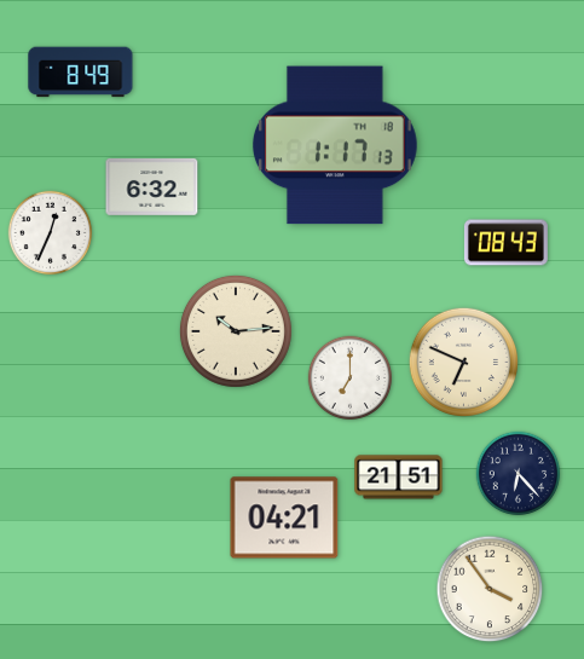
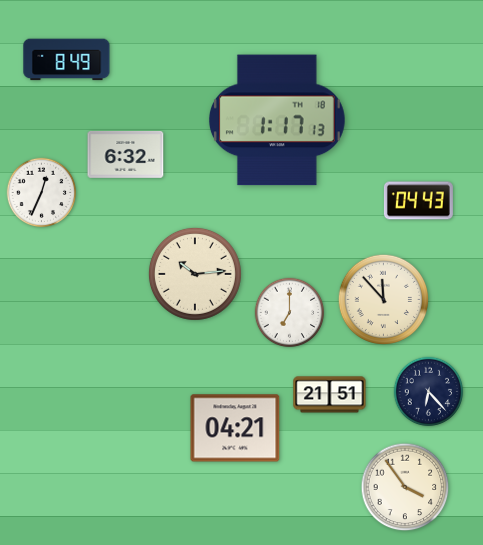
clock at (505, 243): 08:43 -> 04:43
clock at (463, 362): 6:49 -> 11:53
